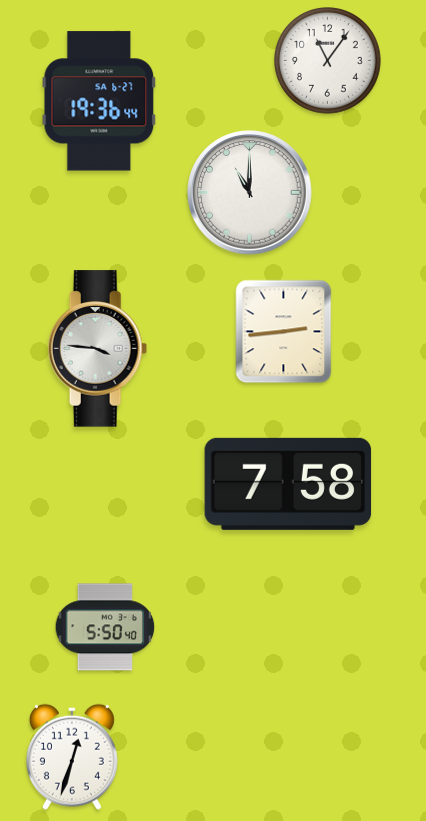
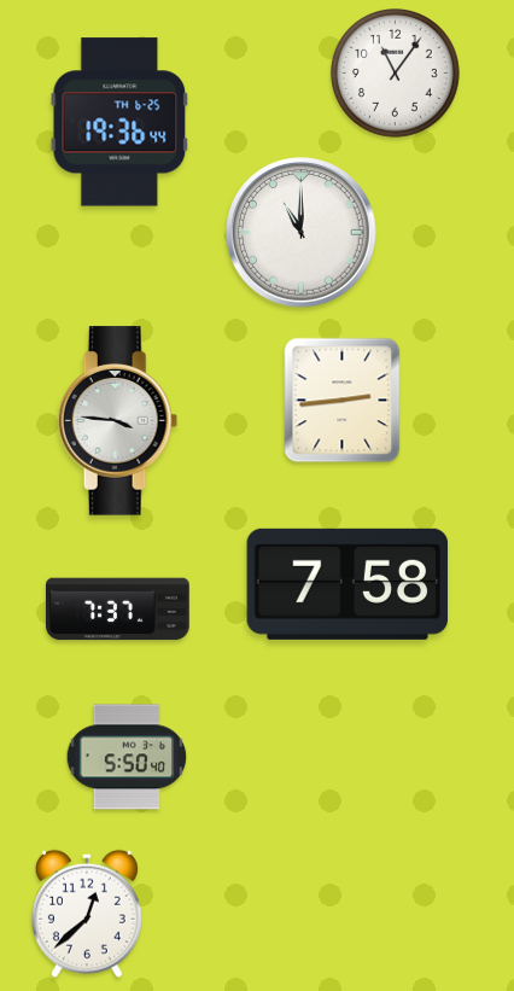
clock at (99, 101) date: SA 6-27 -> TH 6-25
clock at (118, 610): none -> 7:37
clock at (72, 757): 12:33 -> 12:38
